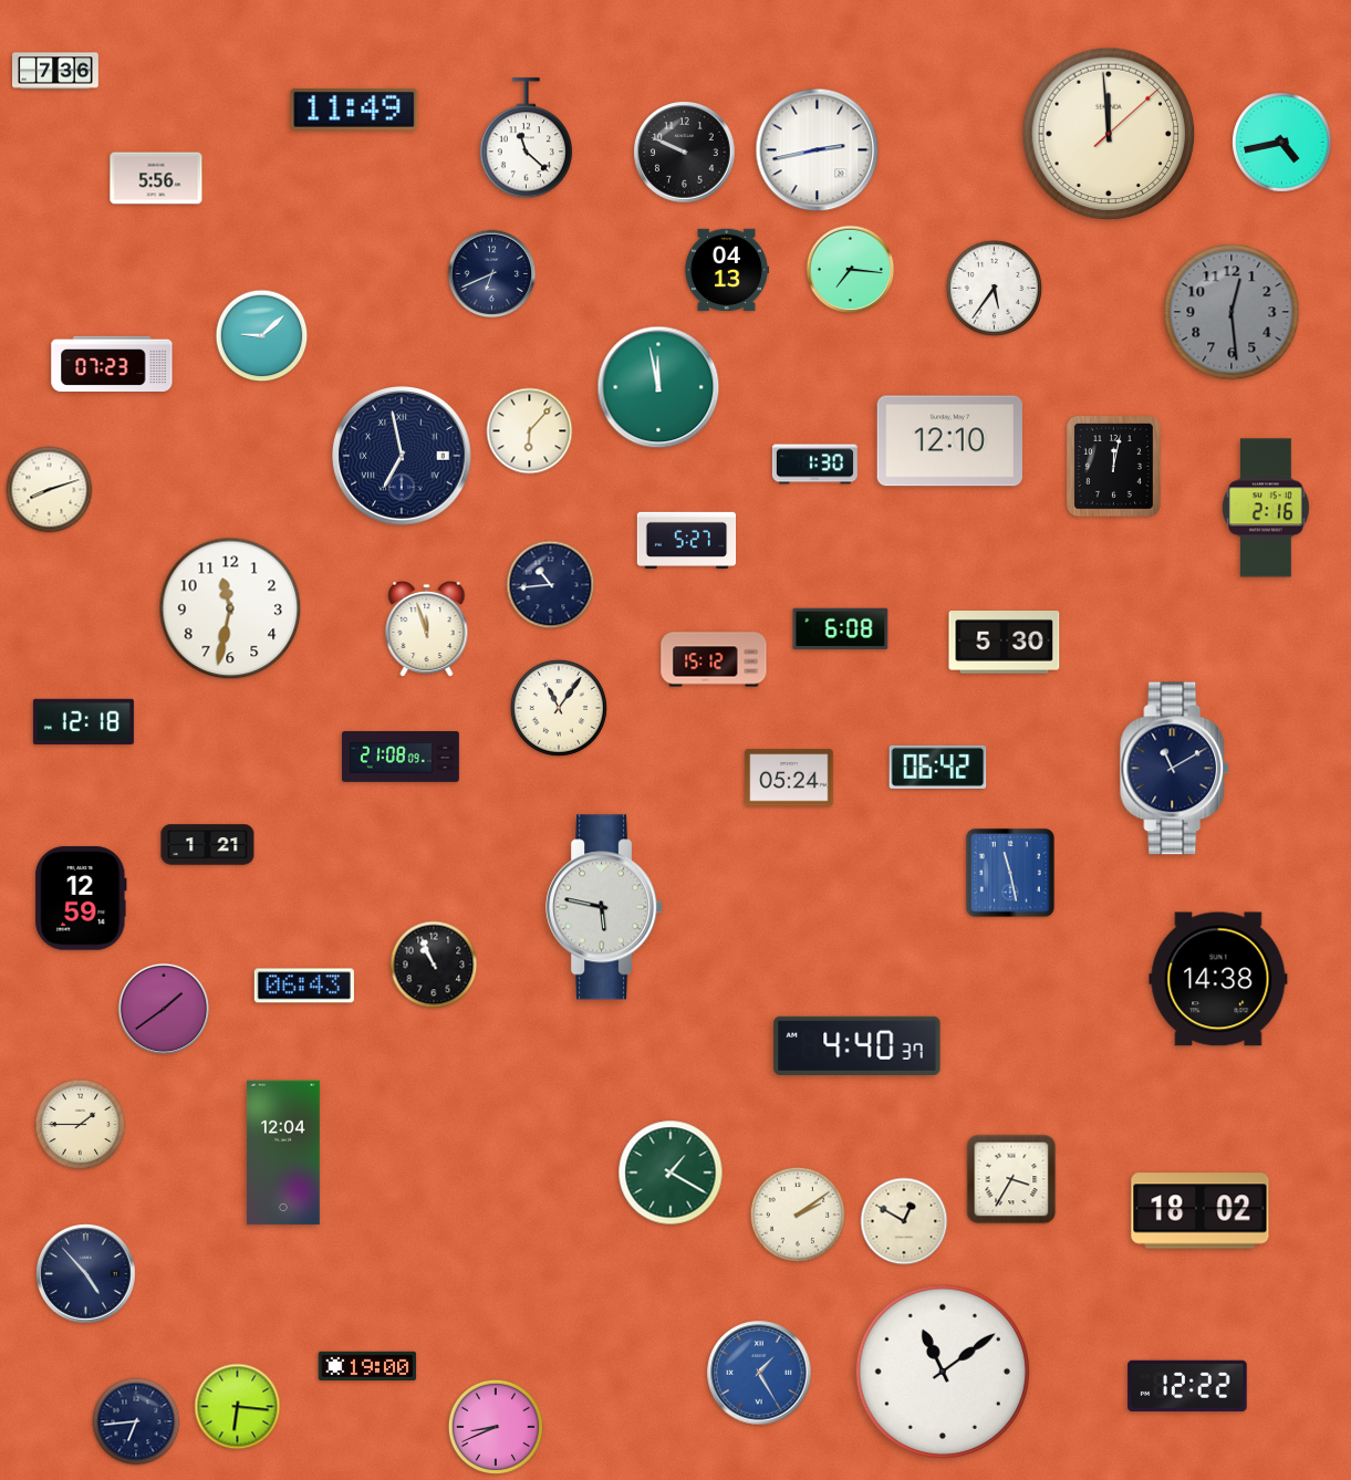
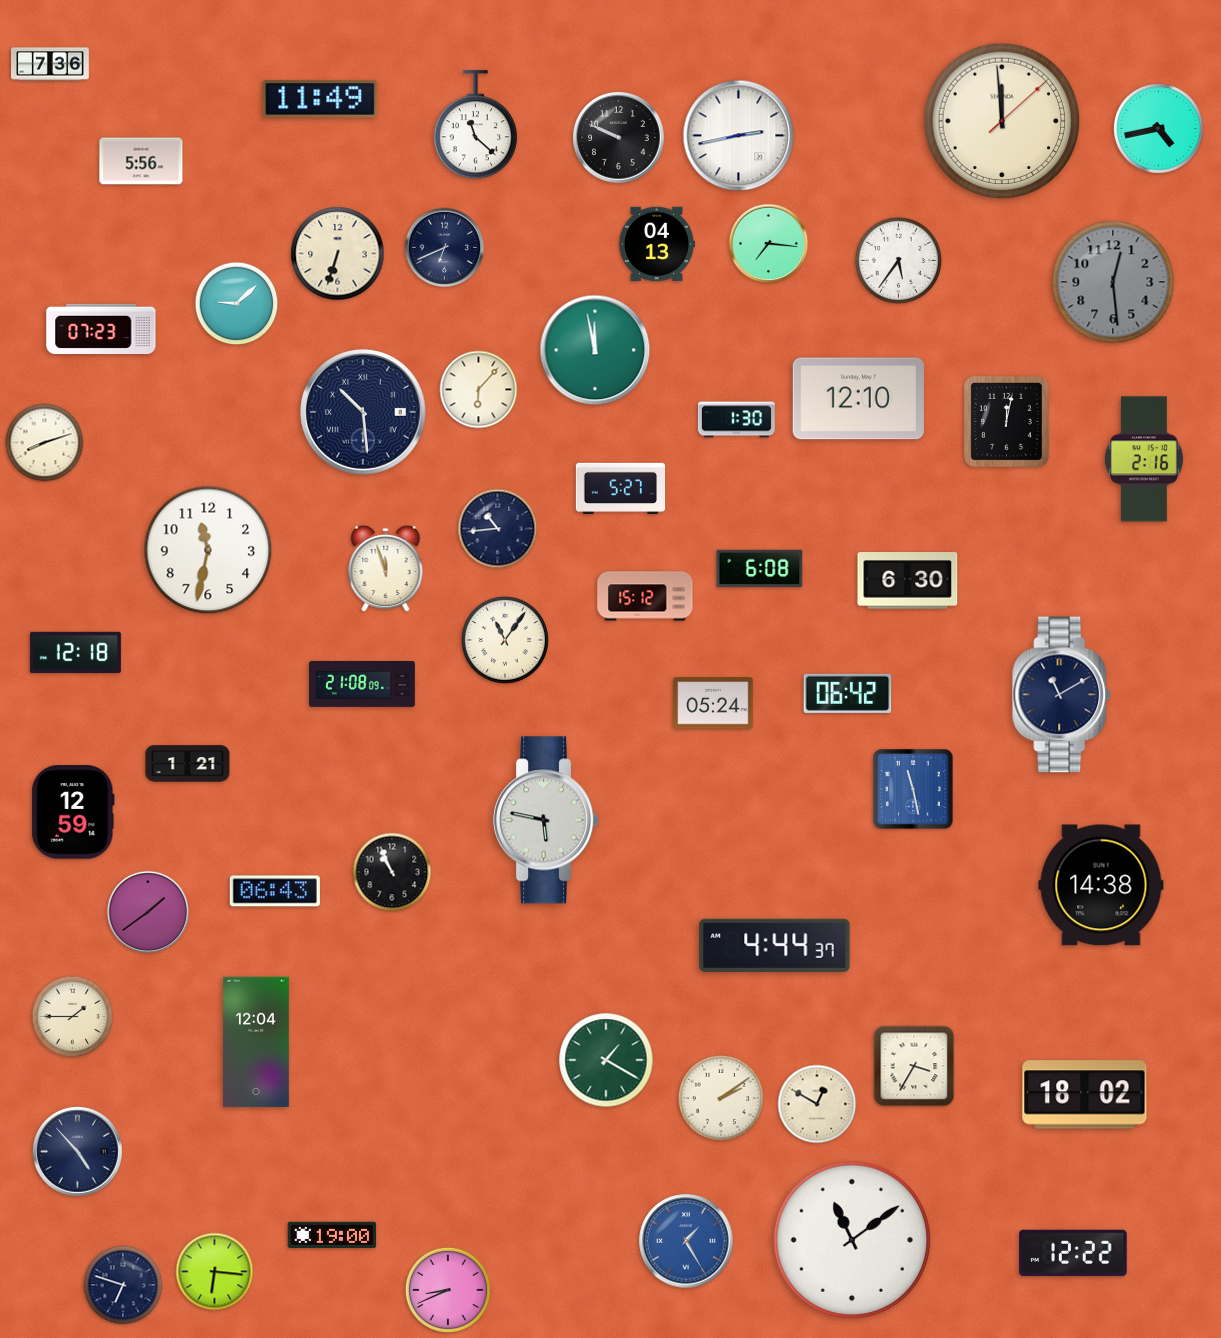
clock at (338, 254): none -> 6:33
clock at (403, 457): 6:58 -> 10:29
clock at (1005, 643): 5:30 -> 6:30
clock at (858, 1045): 4:40 -> 4:44
clock at (136, 1421): 6:44 -> 6:48
